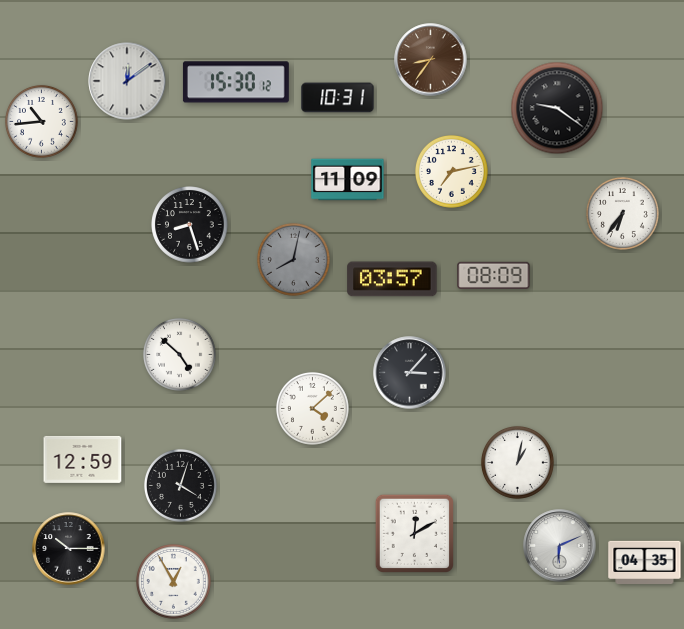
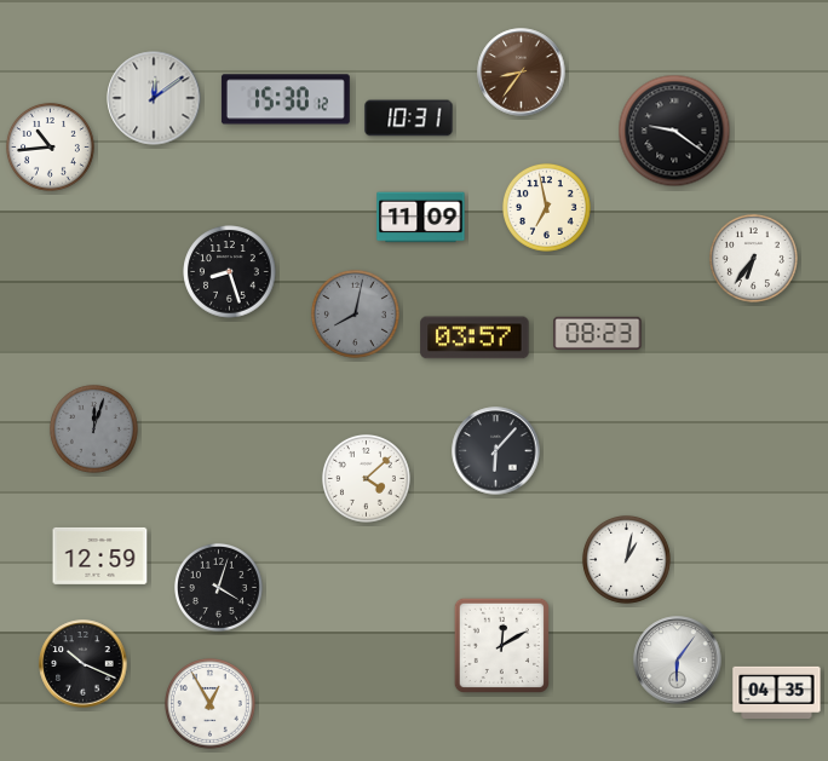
clock at (451, 171): 7:13 -> 6:58
clock at (494, 275): 08:09 -> 08:23
clock at (93, 428): none -> 12:03
clock at (179, 354): 4:52 -> none
clock at (410, 373): 3:07 -> 6:07
clock at (312, 408) position: (312, 408) -> (366, 478)
clock at (560, 546): 6:11 -> 6:06
clock at (69, 549): 10:15 -> 10:19
clock at (645, 563) position: (645, 563) -> (777, 693)
